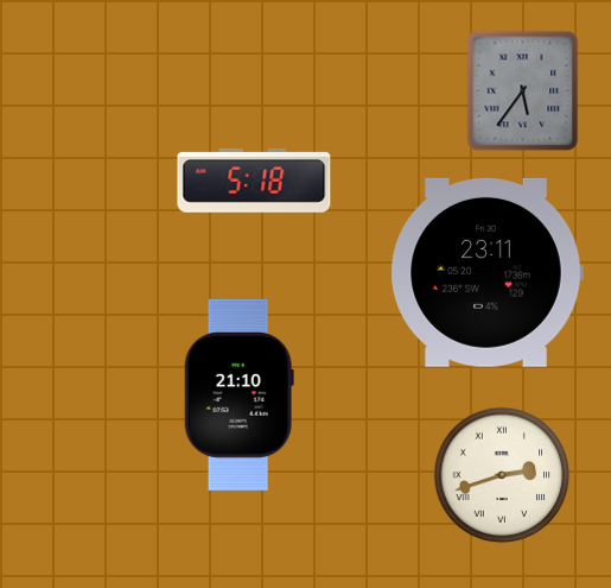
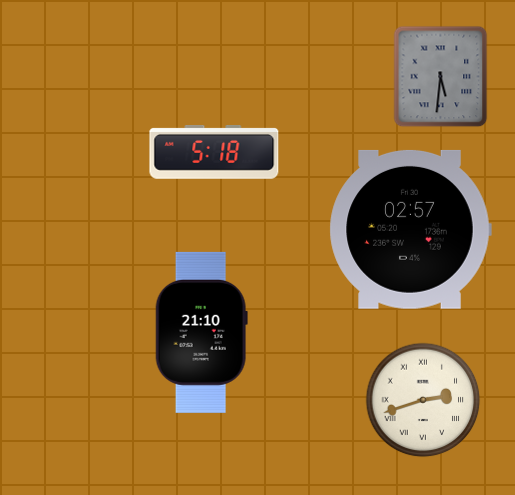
clock at (523, 91): 5:36 -> 5:31
clock at (486, 272): 23:11 -> 02:57
